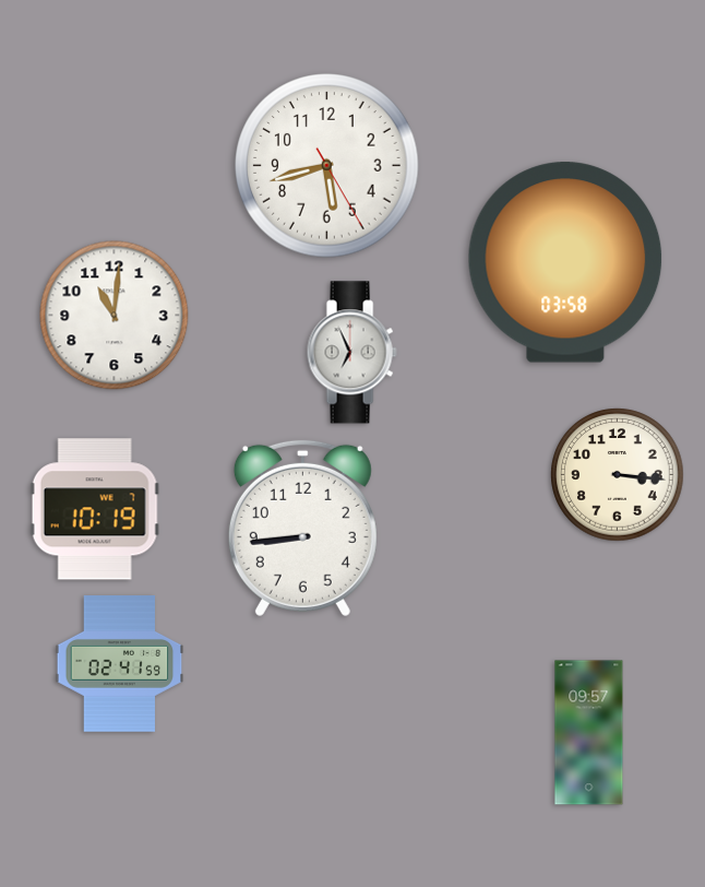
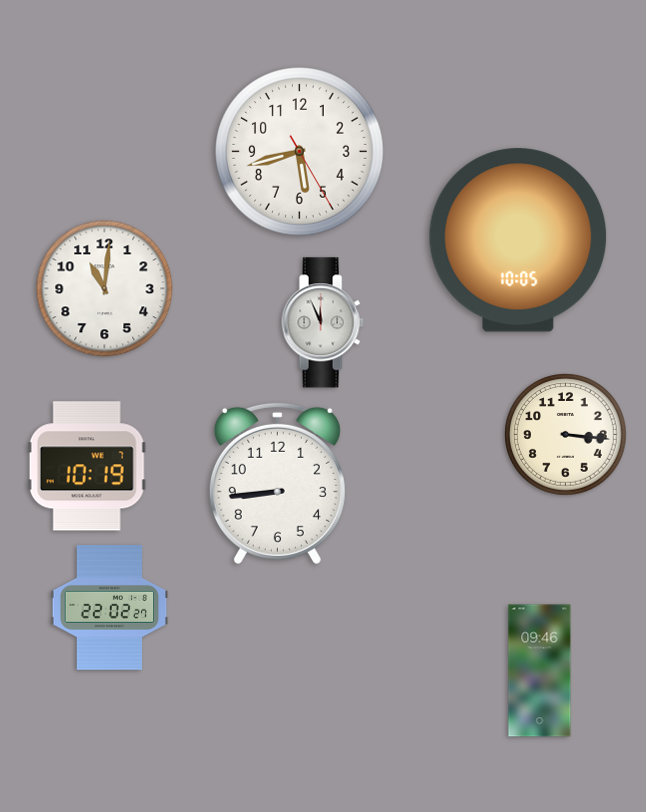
clock at (565, 262): 03:58 -> 10:05
clock at (351, 353): 6:56 -> 11:56
clock at (120, 664): 02:41 -> 22:02
clock at (589, 733): 09:57 -> 09:46
